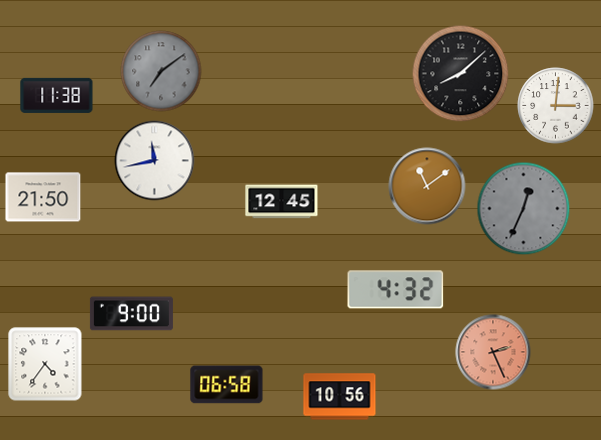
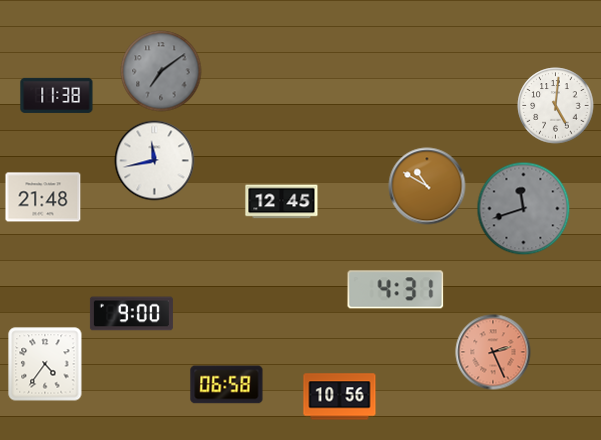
clock at (461, 74): 8:08 -> none
clock at (556, 106): 3:01 -> 5:01
clock at (427, 186): 11:09 -> 10:50
clock at (43, 197): 21:50 -> 21:48
clock at (524, 209): 12:34 -> 11:42
clock at (396, 290): 4:32 -> 4:31
